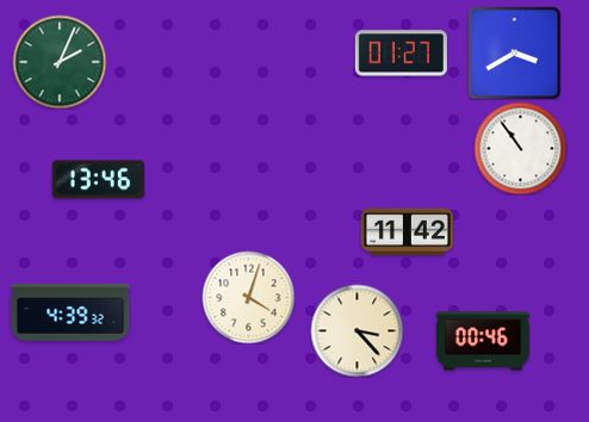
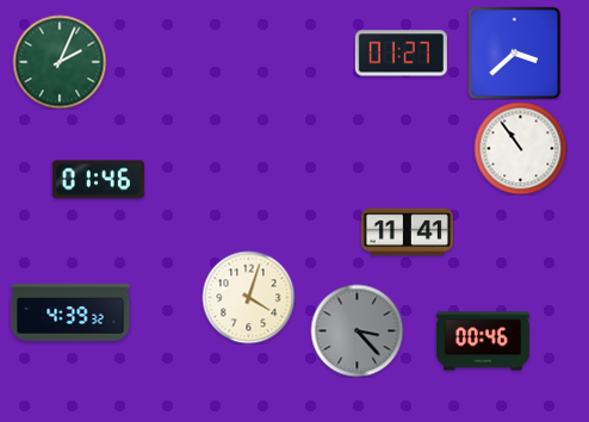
clock at (514, 52): 3:40 -> 3:38
clock at (98, 180): 13:46 -> 01:46
clock at (407, 232): 11:42 -> 11:41
clock at (356, 330) dial: cream -> grey
